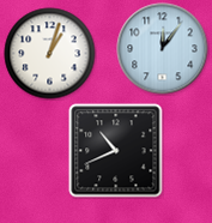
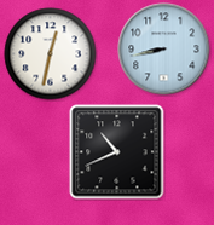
clock at (163, 49): 12:06 -> 8:43
clock at (50, 54): 1:03 -> 12:32
